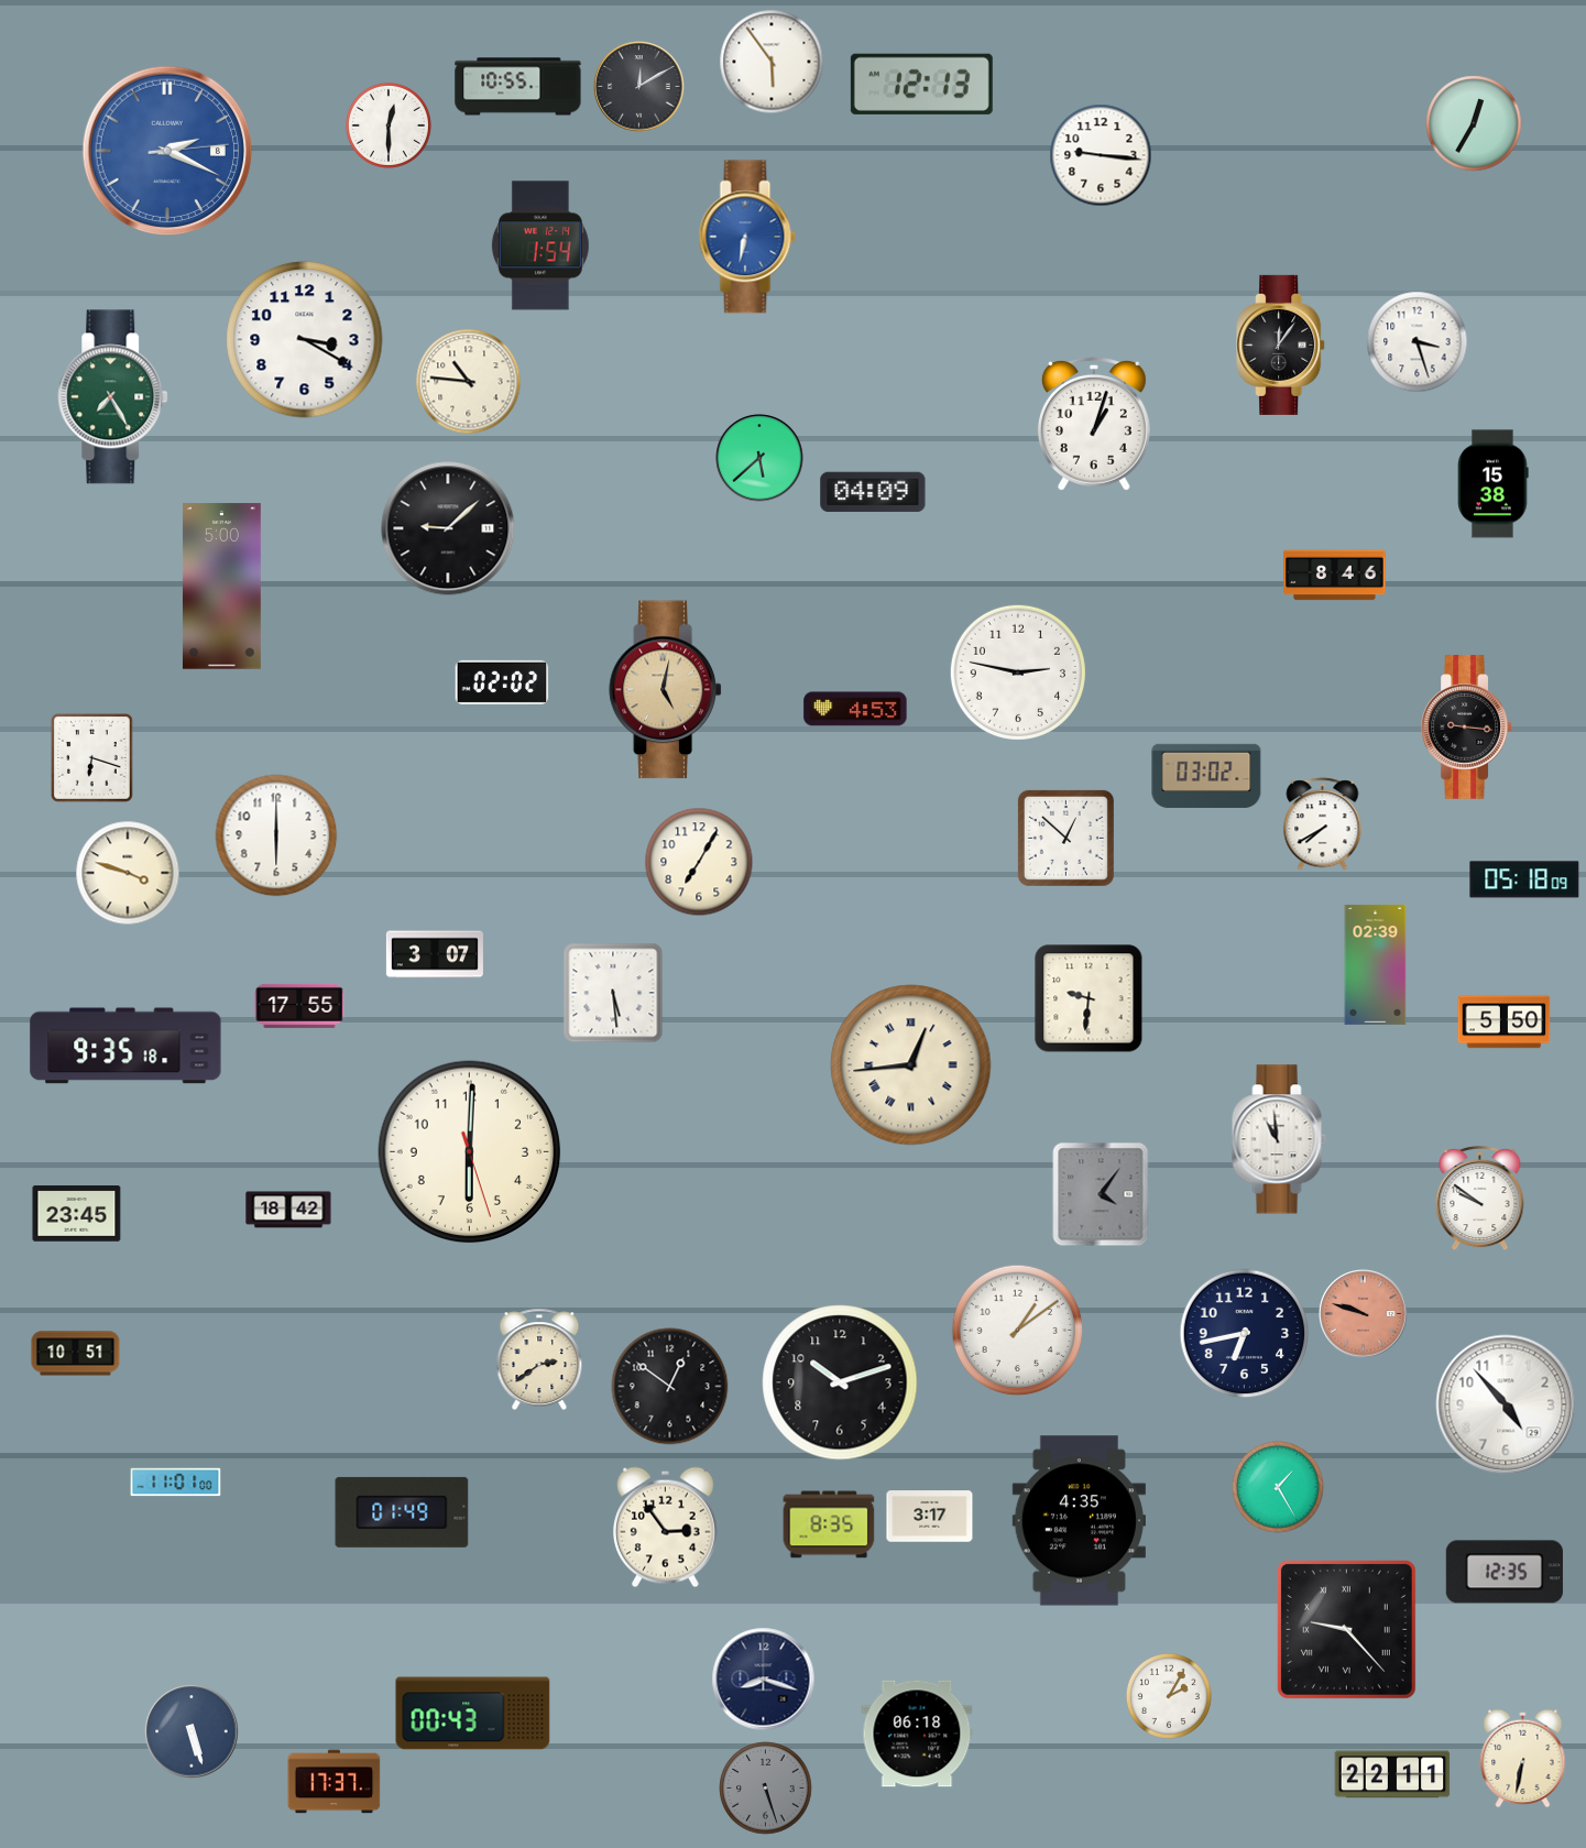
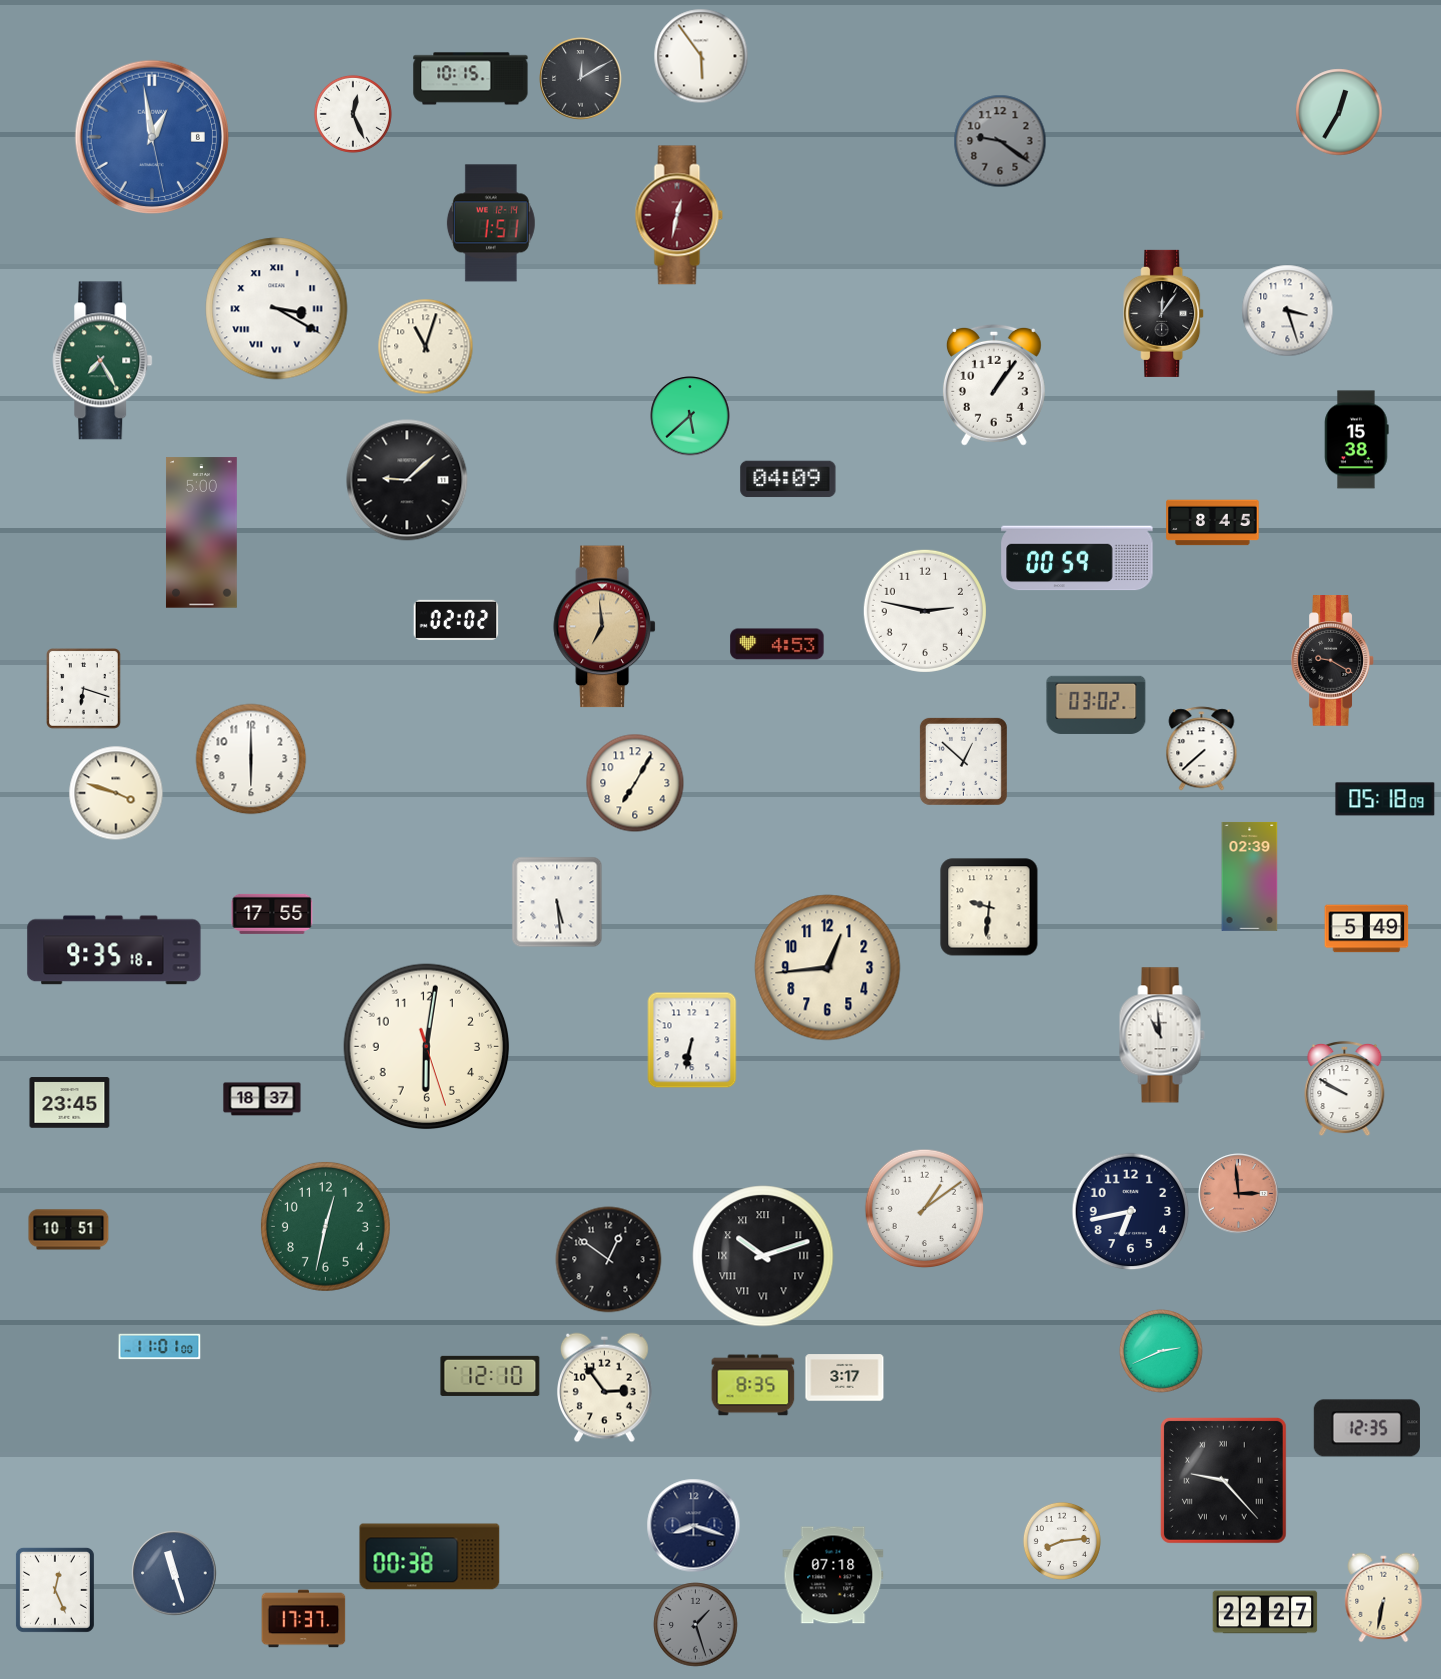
clock at (921, 84): 12:13 -> none
clock at (518, 87): 10:55 -> 10:15
clock at (389, 125): 12:30 -> 12:26
clock at (166, 150): 2:19 -> 12:58
clock at (1101, 155): 9:16 -> 9:21
clock at (1101, 155) dial: white -> grey
clock at (747, 237): 6:32 -> 12:32
clock at (747, 237) dial: blue -> burgundy
clock at (540, 245): 1:54 -> 1:51
clock at (305, 340) numerals: Arabic -> Roman
clock at (469, 382): 10:46 -> 11:03
clock at (1094, 424): 1:03 -> 1:06
clock at (873, 492) position: (873, 492) -> (788, 479)
clock at (1335, 576): 8:46 -> 8:45
clock at (1077, 558): none -> 00:59
clock at (666, 690): 5:02 -> 6:59
clock at (1467, 728): 9:16 -> 9:20
clock at (1323, 824): 7:40 -> 7:38
clock at (1065, 838) position: (1065, 838) -> (963, 761)
clock at (435, 954): 3:07 -> none
clock at (1505, 1023): 5:50 -> 5:49
clock at (911, 1065) numerals: Roman -> Arabic
clock at (692, 1040): none -> 6:32
clock at (470, 1152): 6:00 -> 6:01
clock at (1101, 1194): 4:06 -> none
clock at (1480, 1199): 9:51 -> 9:50
clock at (288, 1210): 18:42 -> 18:37
clock at (1364, 1314): 9:48 -> 2:59
clock at (325, 1226): none -> 12:32
clock at (539, 1358): 2:39 -> none
clock at (840, 1382) numerals: Arabic -> Roman
clock at (1506, 1404): 4:53 -> none
clock at (1278, 1487): 1:25 -> 2:41
clock at (402, 1512): 01:49 -> none
clock at (490, 1376): none -> 12:10
clock at (1079, 1521): 4:35 -> none
clock at (1169, 1696): 2:05 -> 8:14
clock at (473, 1714): 00:43 -> 00:38
clock at (192, 1731): 5:27 -> 11:27
clock at (917, 1734): 06:18 -> 07:18
clock at (55, 1590): none -> 12:26
clock at (1392, 1774): 22:11 -> 22:27
clock at (766, 1789): 5:27 -> 1:27
